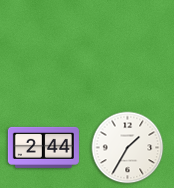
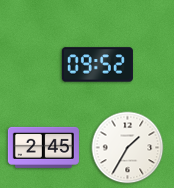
clock at (97, 65): none -> 09:52
clock at (43, 147): 2:44 -> 2:45
